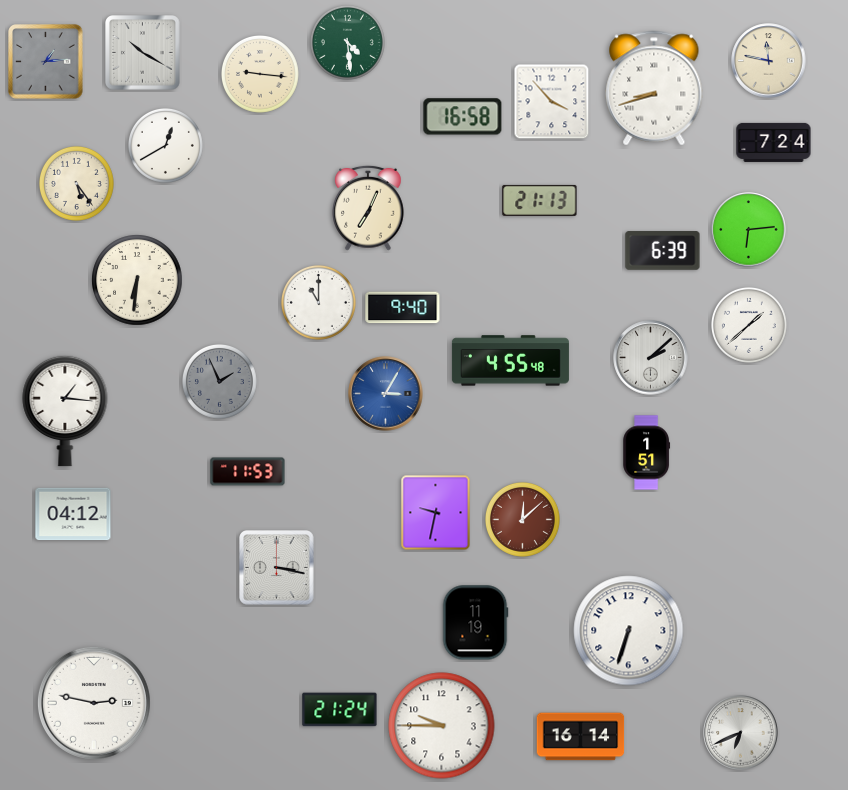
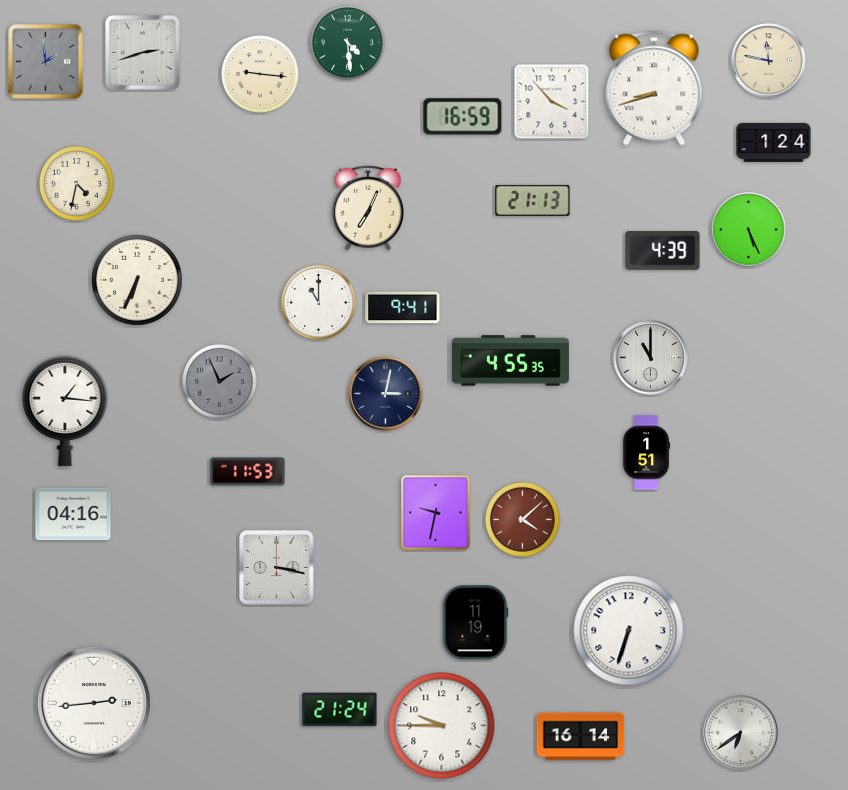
clock at (143, 53): 10:20 -> 2:42
clock at (46, 62): 1:14 -> 1:59
clock at (463, 117): 16:58 -> 16:59
clock at (774, 142): 7:24 -> 1:24
clock at (165, 145): 12:40 -> none
clock at (76, 183): 5:24 -> 4:32
clock at (540, 200) position: (540, 200) -> (533, 200)
clock at (749, 230): 6:14 -> 5:26
clock at (663, 251): 6:39 -> 4:39
clock at (137, 280): 6:31 -> 6:34
clock at (403, 308): 9:40 -> 9:41
clock at (749, 325): 1:38 -> none
clock at (651, 358): 2:08 -> 11:00
clock at (510, 361): 4:55:48 -> 4:55:35
clock at (386, 394): 3:05 -> 3:02
clock at (386, 394) dial: blue -> navy
clock at (73, 514): 04:12 -> 04:16
clock at (522, 519): 12:08 -> 4:08
clock at (94, 703): 2:47 -> 2:44
clock at (741, 733): 6:41 -> 6:39
